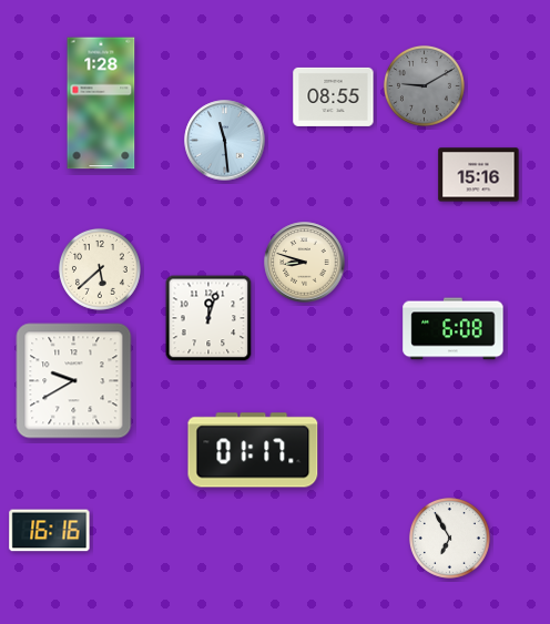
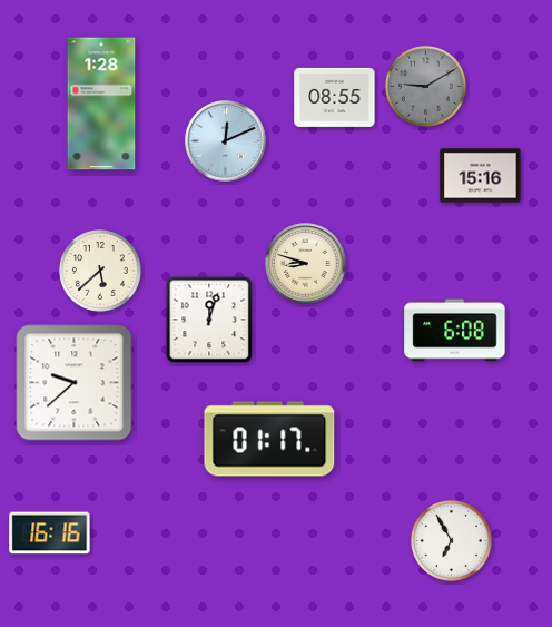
clock at (225, 141): 11:29 -> 12:11
clock at (74, 381): 9:40 -> 9:38
clock at (253, 450) position: (253, 450) -> (269, 439)
